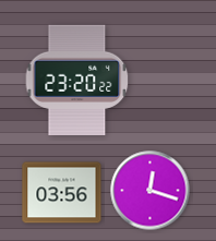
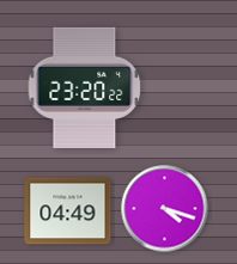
clock at (151, 191): 12:18 -> 4:18
clock at (62, 193): 03:56 -> 04:49
